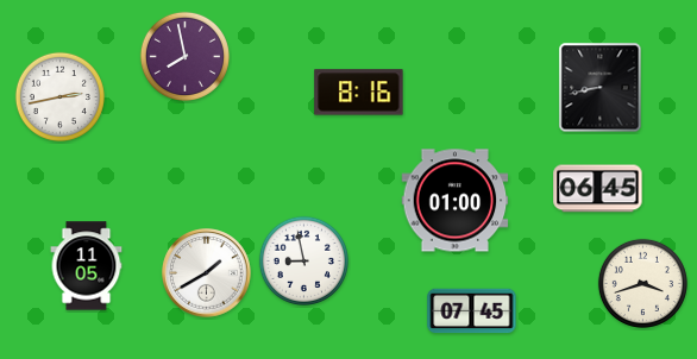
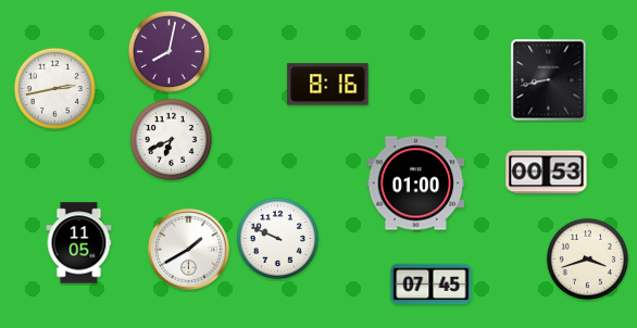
clock at (184, 56): 7:58 -> 8:02
clock at (171, 139): none -> 6:41
clock at (598, 189): 06:45 -> 00:53
clock at (303, 260): 8:58 -> 9:49
